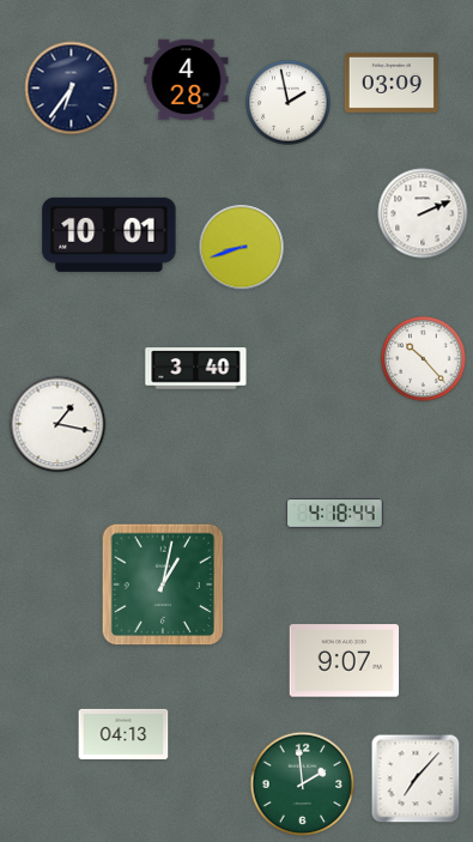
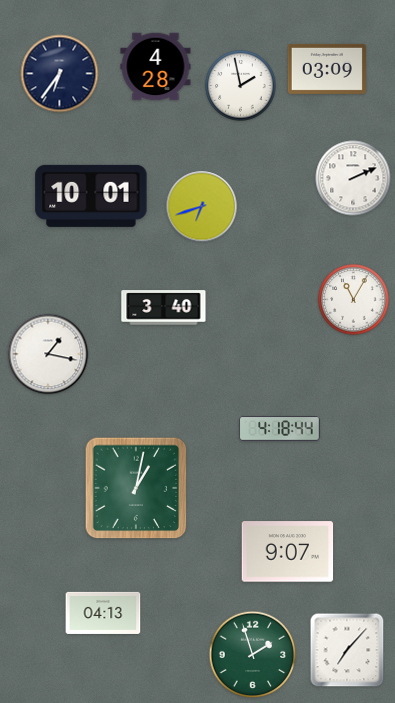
clock at (242, 248): 8:42 -> 6:42
clock at (424, 359): 10:23 -> 11:05
clock at (303, 785): 1:59 -> 1:57
